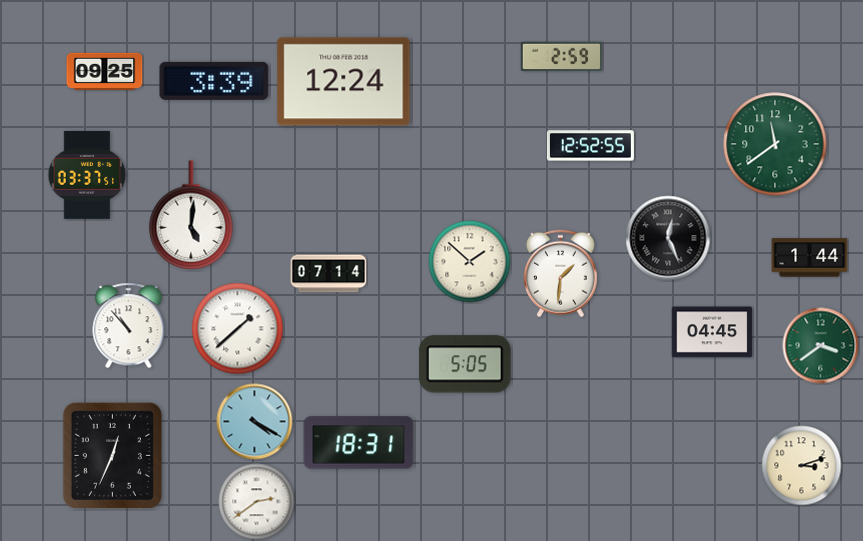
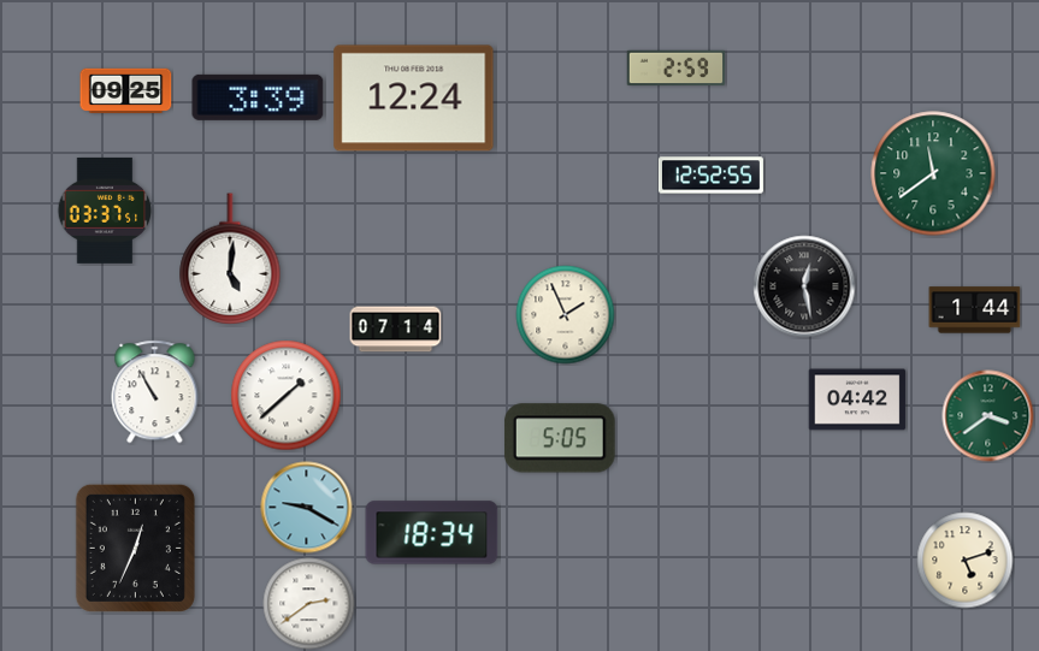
clock at (105, 72) position: (105, 72) -> (126, 91)
clock at (668, 238): 12:26 -> 12:28
clock at (470, 262): 1:52 -> 1:56
clock at (560, 274): 1:31 -> none
clock at (129, 326): 10:53 -> 10:55
clock at (712, 332): 04:45 -> 04:42
clock at (255, 422): 4:20 -> 9:20
clock at (359, 443): 18:31 -> 18:34
clock at (802, 466): 3:12 -> 5:12
